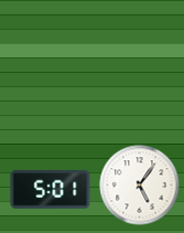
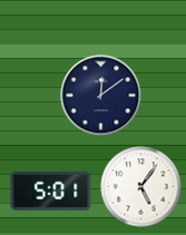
clock at (101, 96): none -> 12:09
